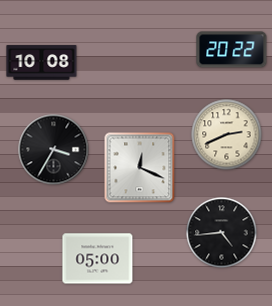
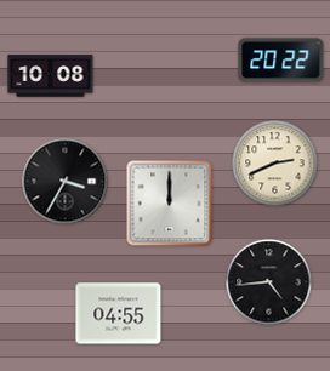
clock at (140, 168): 12:19 -> 12:00
clock at (98, 259): 05:00 -> 04:55
